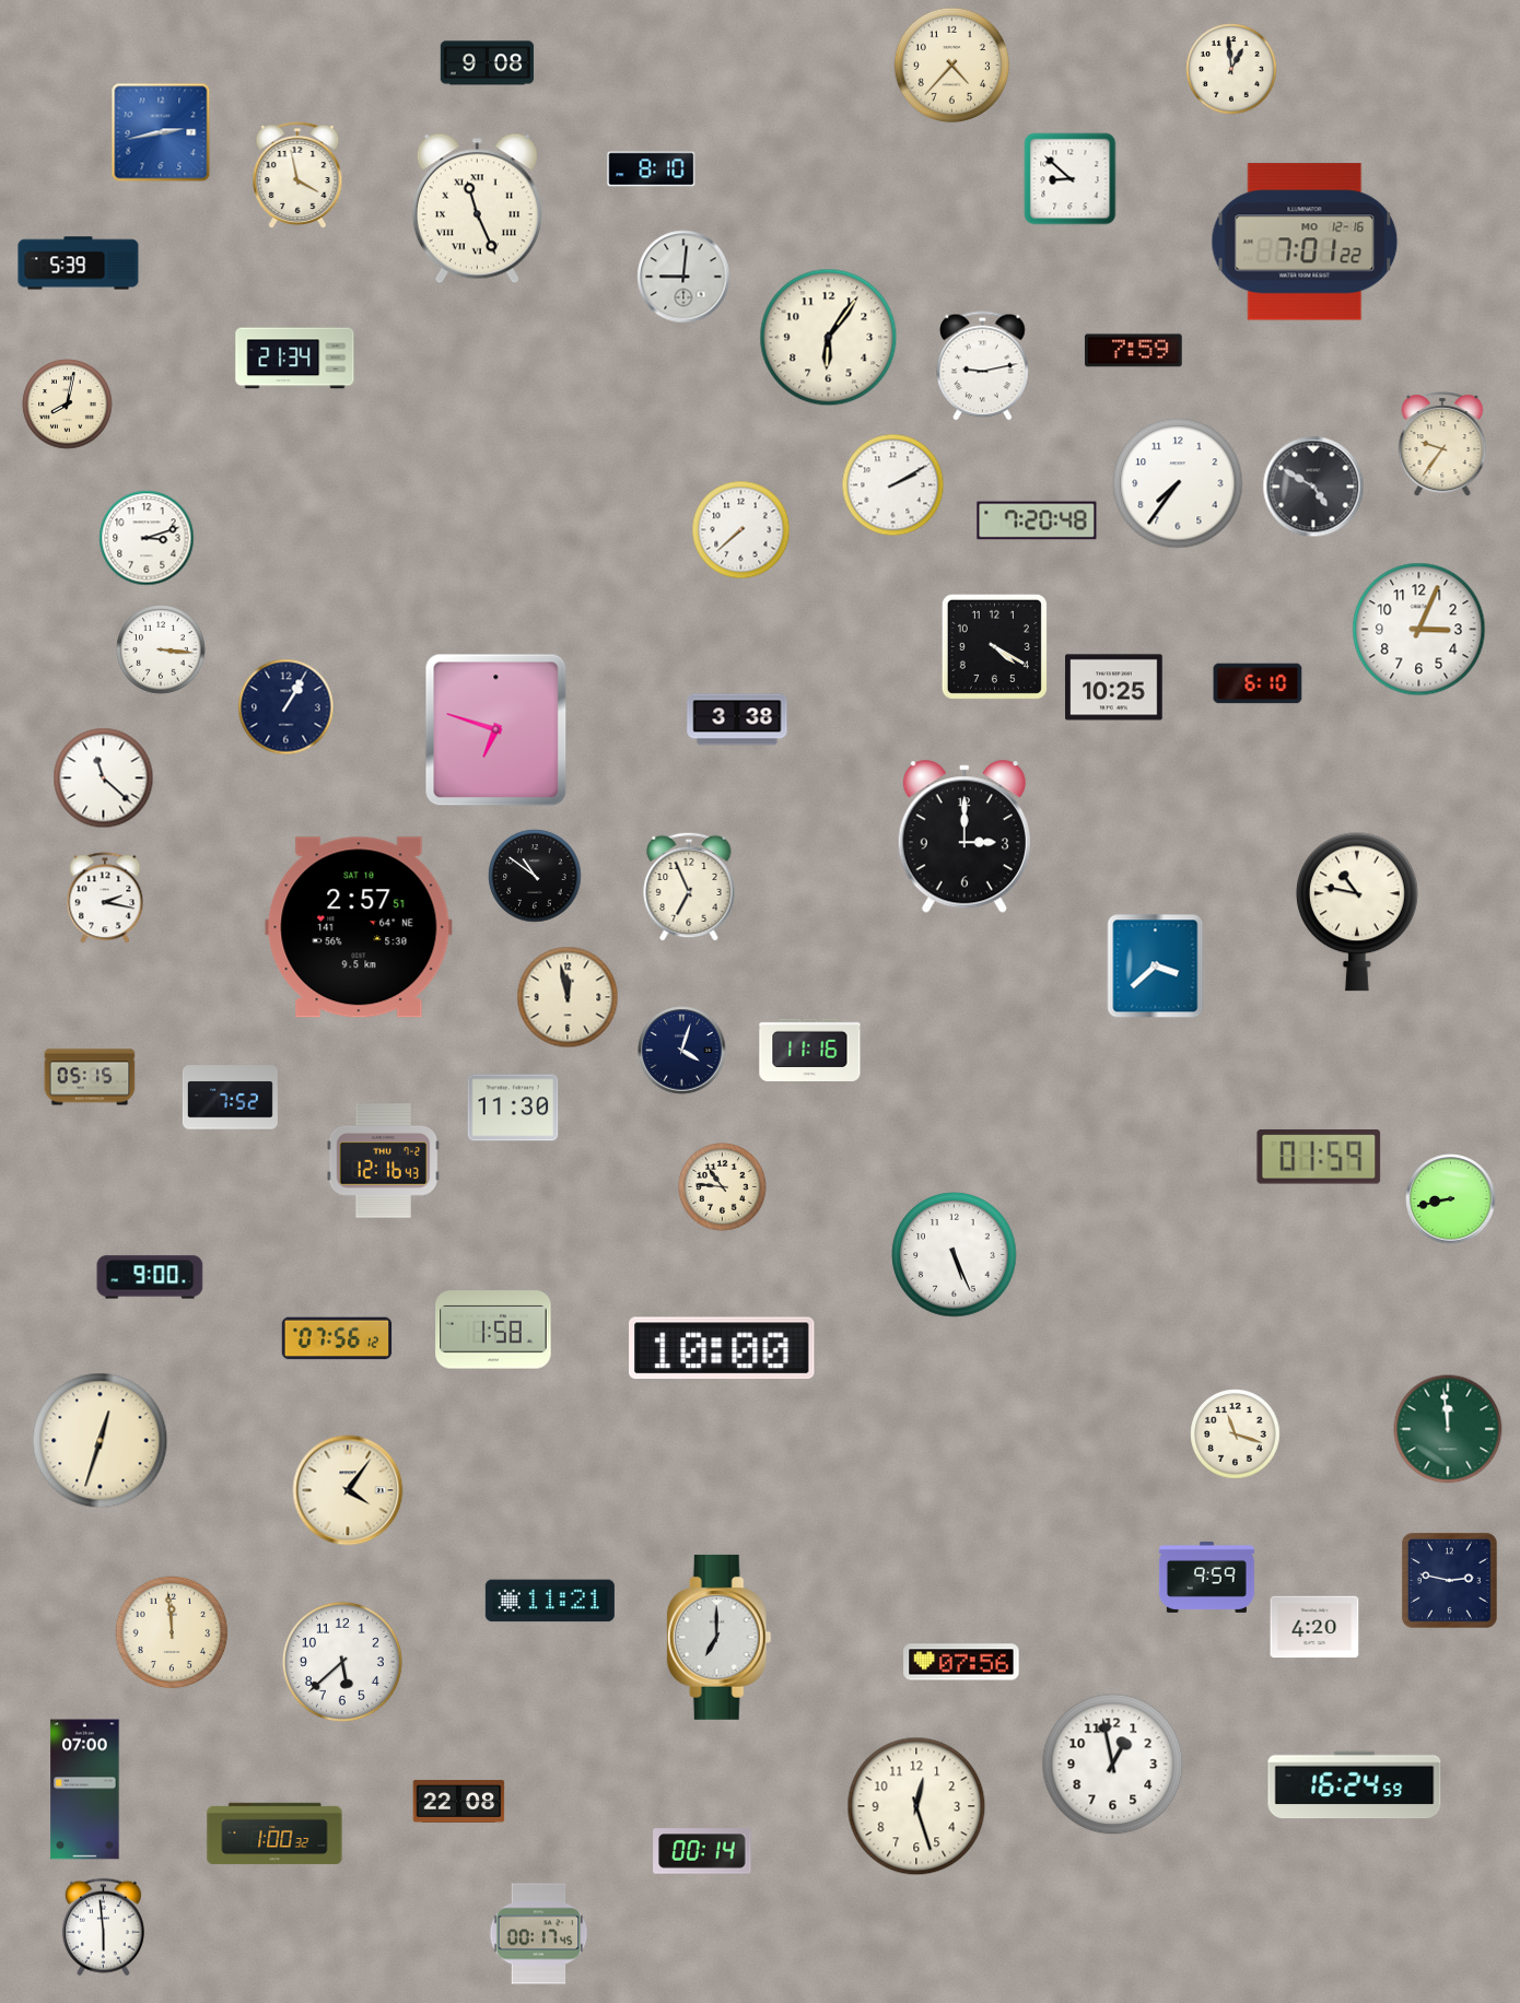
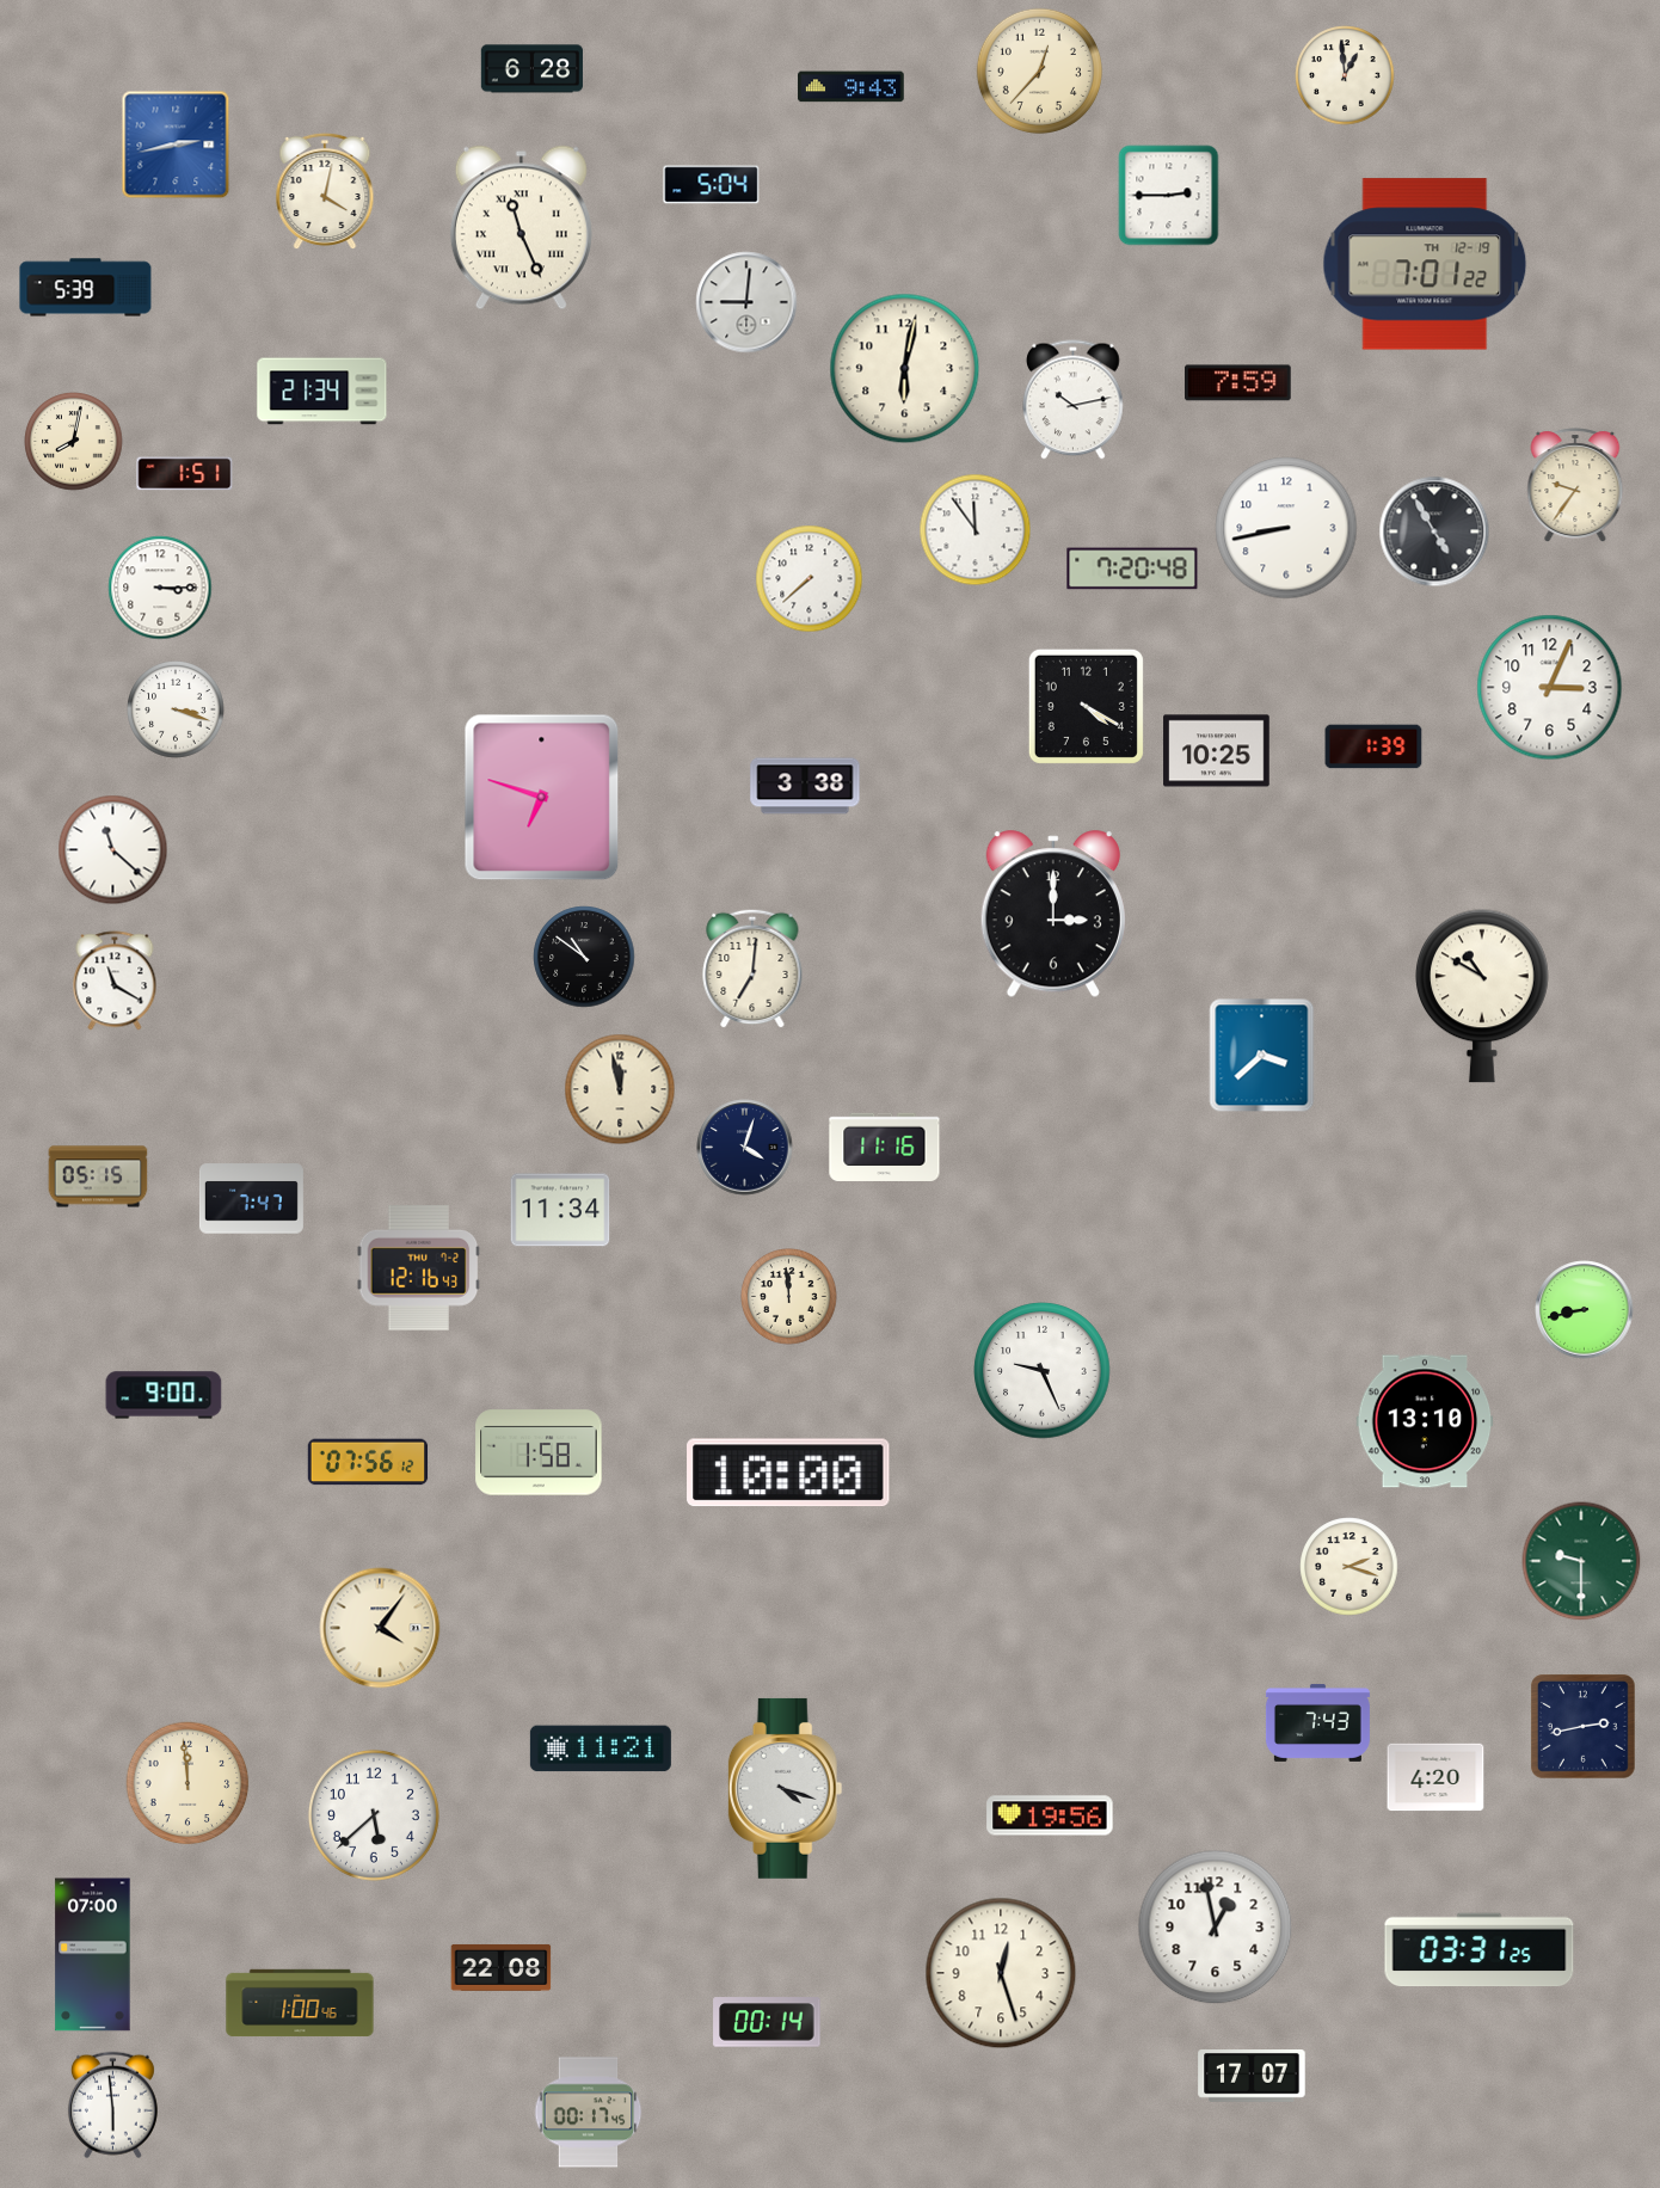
clock at (487, 63): 9:08 -> 6:28
clock at (951, 65): 4:37 -> 12:37
clock at (851, 87): none -> 9:43
clock at (652, 169): 8:10 -> 5:04
clock at (297, 175): 3:58 -> 4:02
clock at (1071, 179): 8:52 -> 2:45
clock at (1305, 242) date: MO 12-16 -> TH 12-19
clock at (829, 338): 6:06 -> 6:02
clock at (983, 366): 9:13 -> 10:13
clock at (185, 474): none -> 1:51
clock at (1178, 483): 7:36 -> 8:43
clock at (893, 485): 2:10 -> 11:54
clock at (1313, 487): 4:50 -> 4:55
clock at (147, 538): 3:12 -> 3:15
clock at (161, 649): 3:16 -> 3:18
clock at (1258, 683): 6:10 -> 1:39
clock at (287, 707): 1:05 -> none
clock at (689, 887): 6:56 -> 7:01
clock at (105, 898): 2:17 -> 11:20
clock at (1358, 912): 10:47 -> 10:50
clock at (359, 927): 2:57 -> none
clock at (230, 1098): 7:52 -> 7:47
clock at (513, 1108): 11:30 -> 11:34
clock at (1319, 1157): 01:59 -> none
clock at (723, 1187): 10:46 -> 11:59
clock at (955, 1255): 5:26 -> 9:26
clock at (1425, 1421): none -> 13:10
clock at (1448, 1429): 11:59 -> 9:30
clock at (1236, 1434): 11:18 -> 2:18
clock at (101, 1441): 12:33 -> none
clock at (1206, 1577): 9:59 -> 7:43
clock at (1450, 1581): 2:47 -> 2:43
clock at (720, 1637): 7:00 -> 4:18
clock at (961, 1662): 07:56 -> 19:56
clock at (1355, 1785): 16:24 -> 03:31
clock at (274, 1834): 1:00:32 -> 1:00:46
clock at (1252, 2077): none -> 17:07
